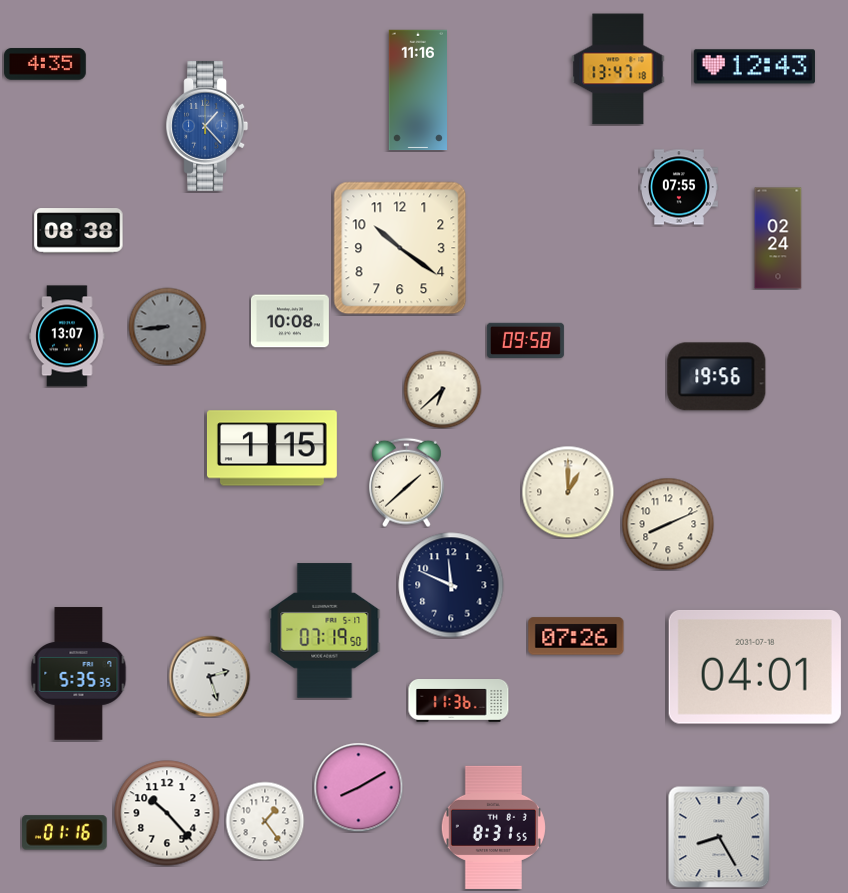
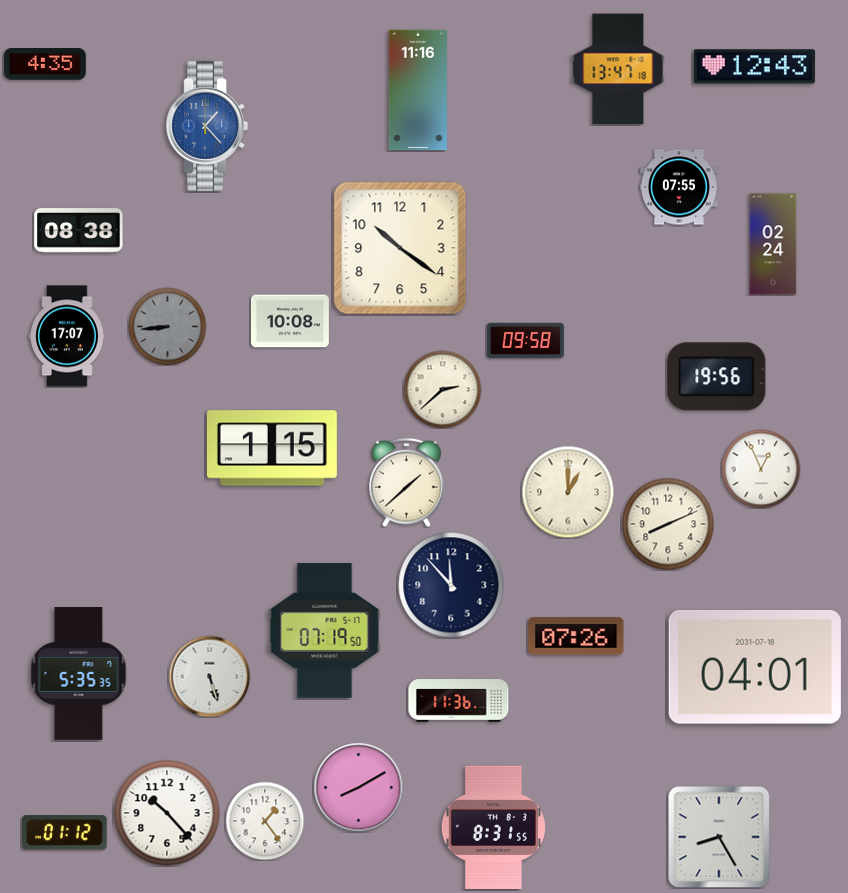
clock at (778, 238) position: (778, 238) -> (773, 244)
clock at (67, 336): 13:07 -> 17:07
clock at (442, 389): 6:38 -> 2:38
clock at (761, 469): none -> 12:56
clock at (451, 585): 11:49 -> 11:53
clock at (209, 676): 2:27 -> 5:27
clock at (65, 833): 01:16 -> 01:12
